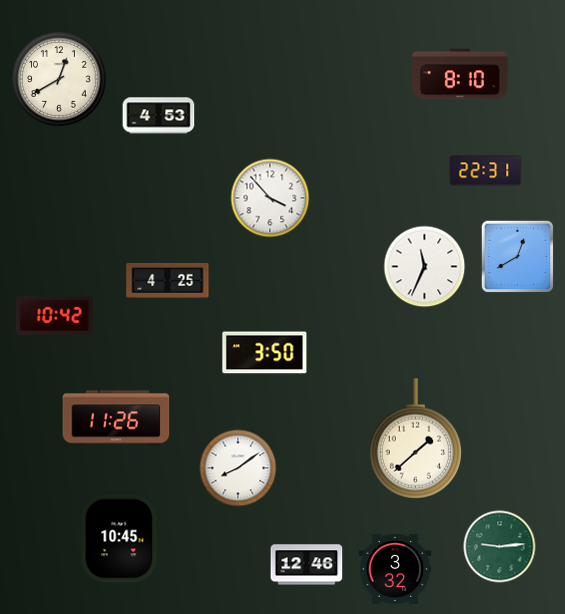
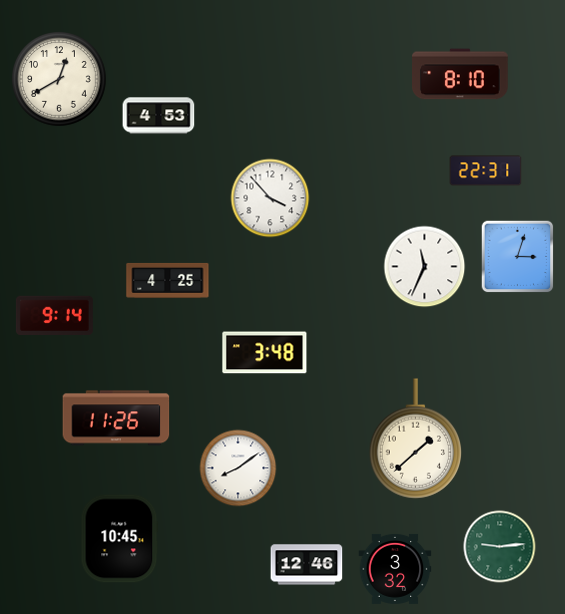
clock at (518, 257): 12:40 -> 3:03
clock at (54, 315): 10:42 -> 9:14
clock at (265, 353): 3:50 -> 3:48
